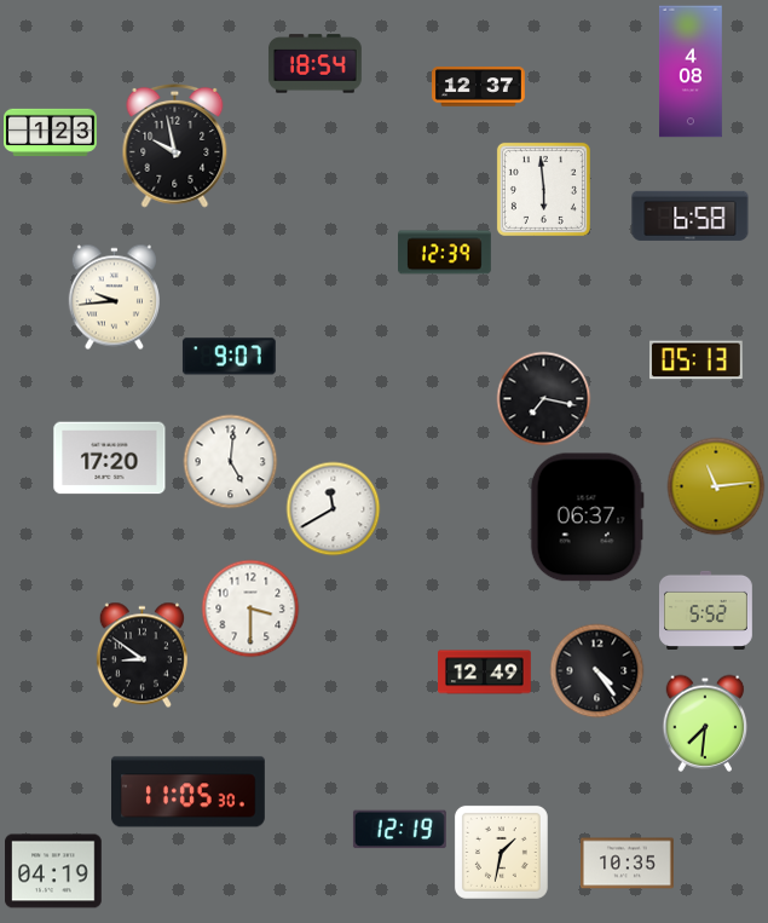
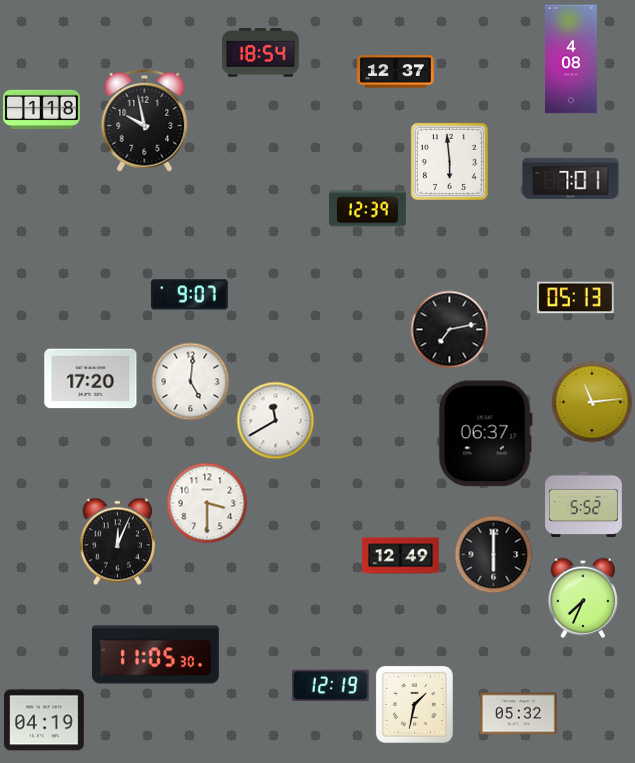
clock at (51, 132): 1:23 -> 1:18
clock at (543, 189) position: (543, 189) -> (449, 161)
clock at (691, 215): 6:58 -> 7:01
clock at (114, 296): 9:44 -> none
clock at (543, 398): 7:17 -> 7:13
clock at (587, 518) position: (587, 518) -> (485, 434)
clock at (142, 654): 8:51 -> 12:04
clock at (596, 670): 4:24 -> 6:00
clock at (705, 723): 7:31 -> 7:34
clock at (628, 864): 10:35 -> 05:32
